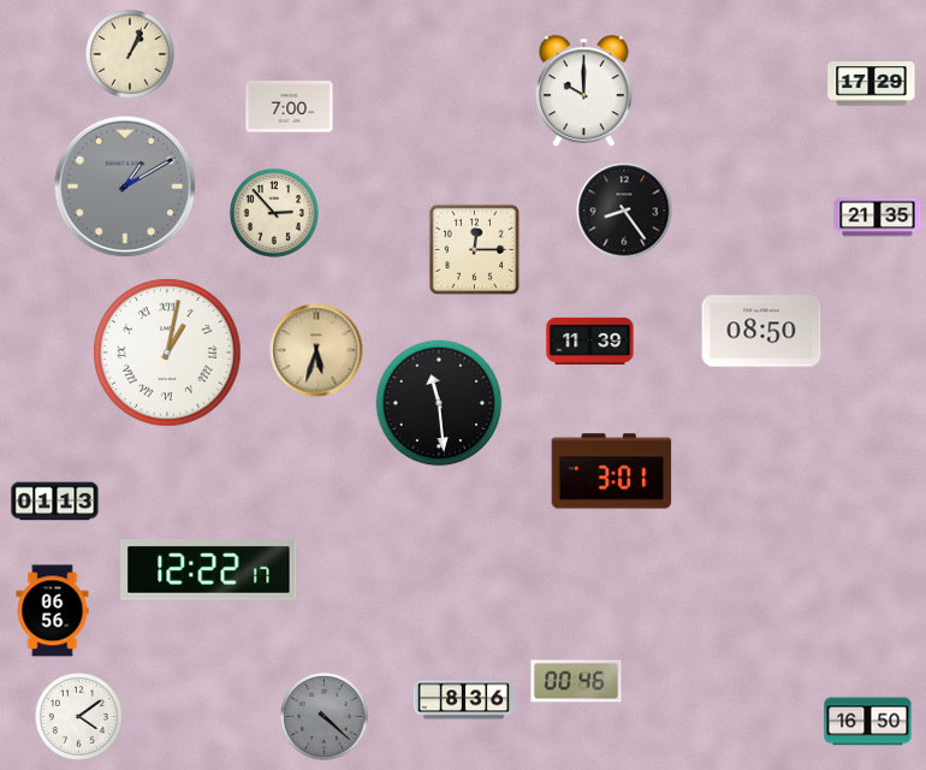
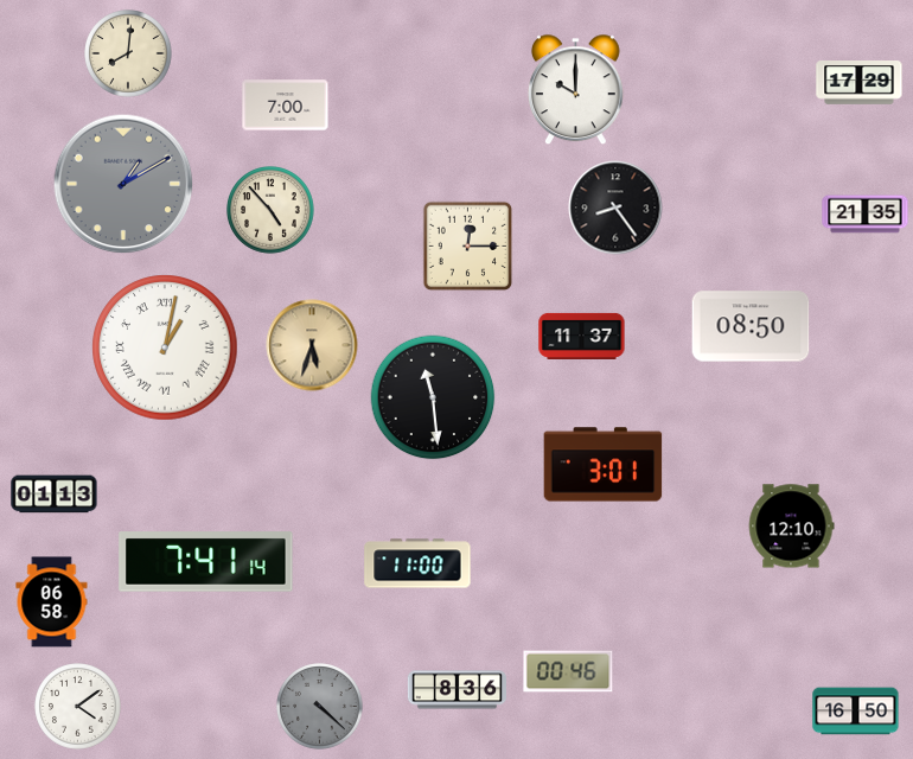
clock at (130, 54): 1:04 -> 8:01
clock at (274, 213): 2:53 -> 4:53
clock at (590, 340): 11:39 -> 11:37
clock at (791, 527): none -> 12:10
clock at (209, 570): 12:22 -> 7:41
clock at (417, 563): none -> 11:00
clock at (53, 611): 06:56 -> 06:58
